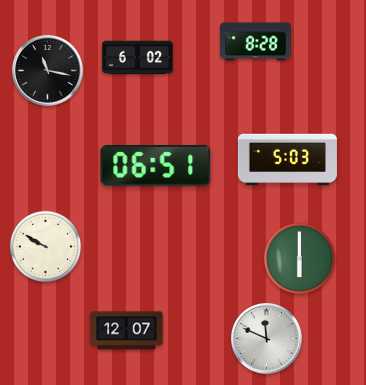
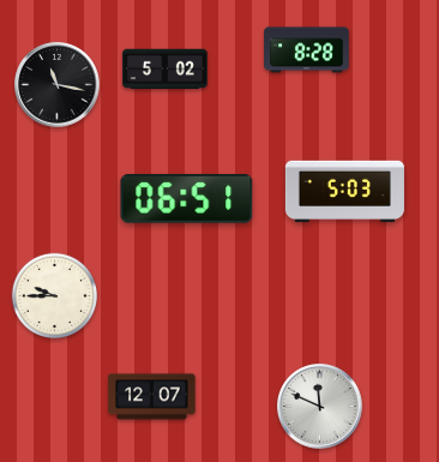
clock at (138, 58): 6:02 -> 5:02
clock at (45, 246): 9:50 -> 9:45
clock at (299, 258): 6:00 -> none
